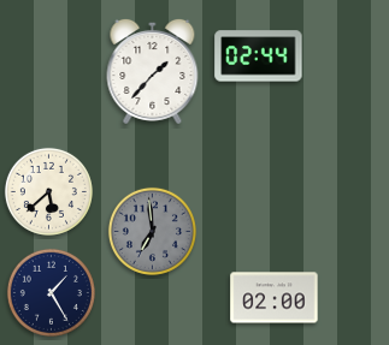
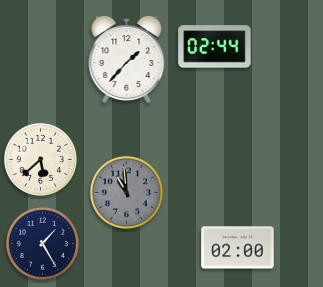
clock at (152, 231): 6:59 -> 10:59
clock at (275, 298) position: (275, 298) -> (238, 248)
